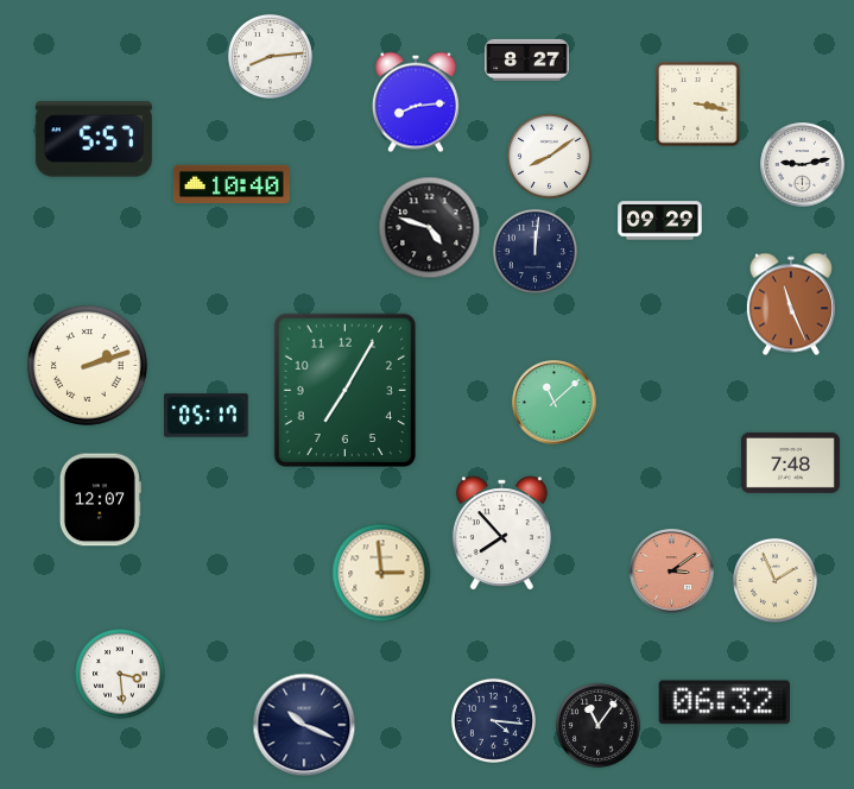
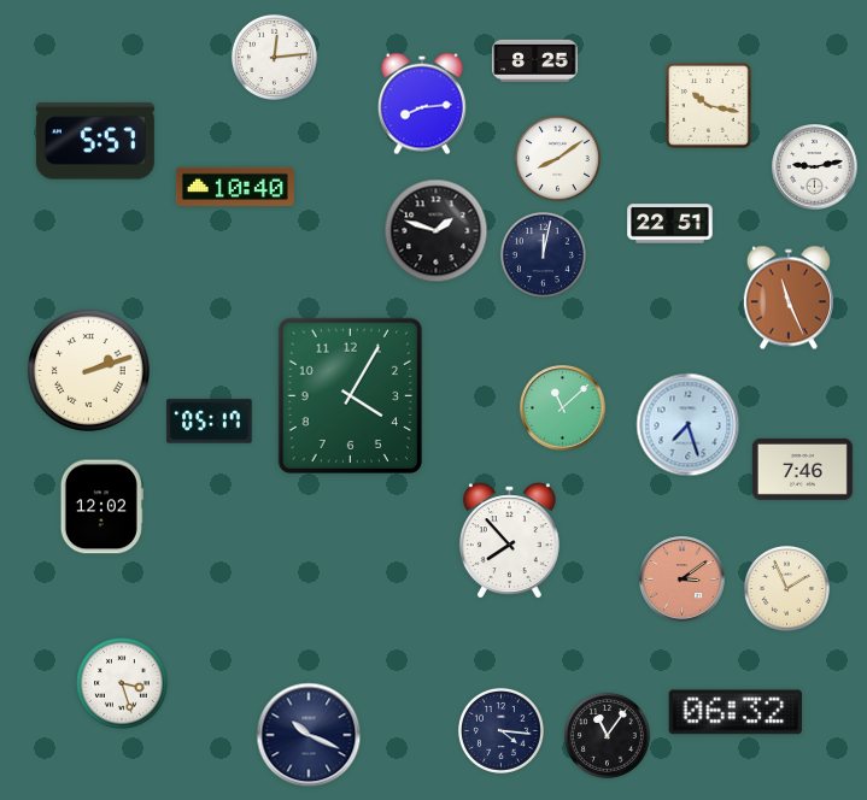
clock at (270, 56): 8:14 -> 12:14
clock at (527, 59): 8:27 -> 8:25
clock at (698, 105): 3:17 -> 10:17
clock at (660, 221): 09:29 -> 22:51
clock at (430, 228): 4:48 -> 1:48
clock at (534, 251): 12:01 -> 12:02
clock at (791, 304) position: (791, 304) -> (789, 298)
clock at (344, 390): 7:05 -> 4:05
clock at (689, 425): none -> 7:27
clock at (790, 462): 7:48 -> 7:46
clock at (100, 500): 12:07 -> 12:02
clock at (381, 573): 2:59 -> none
clock at (120, 674): 3:29 -> 3:27
